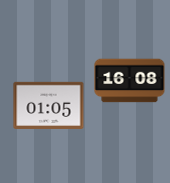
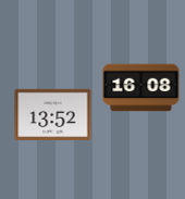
clock at (49, 105): 01:05 -> 13:52
